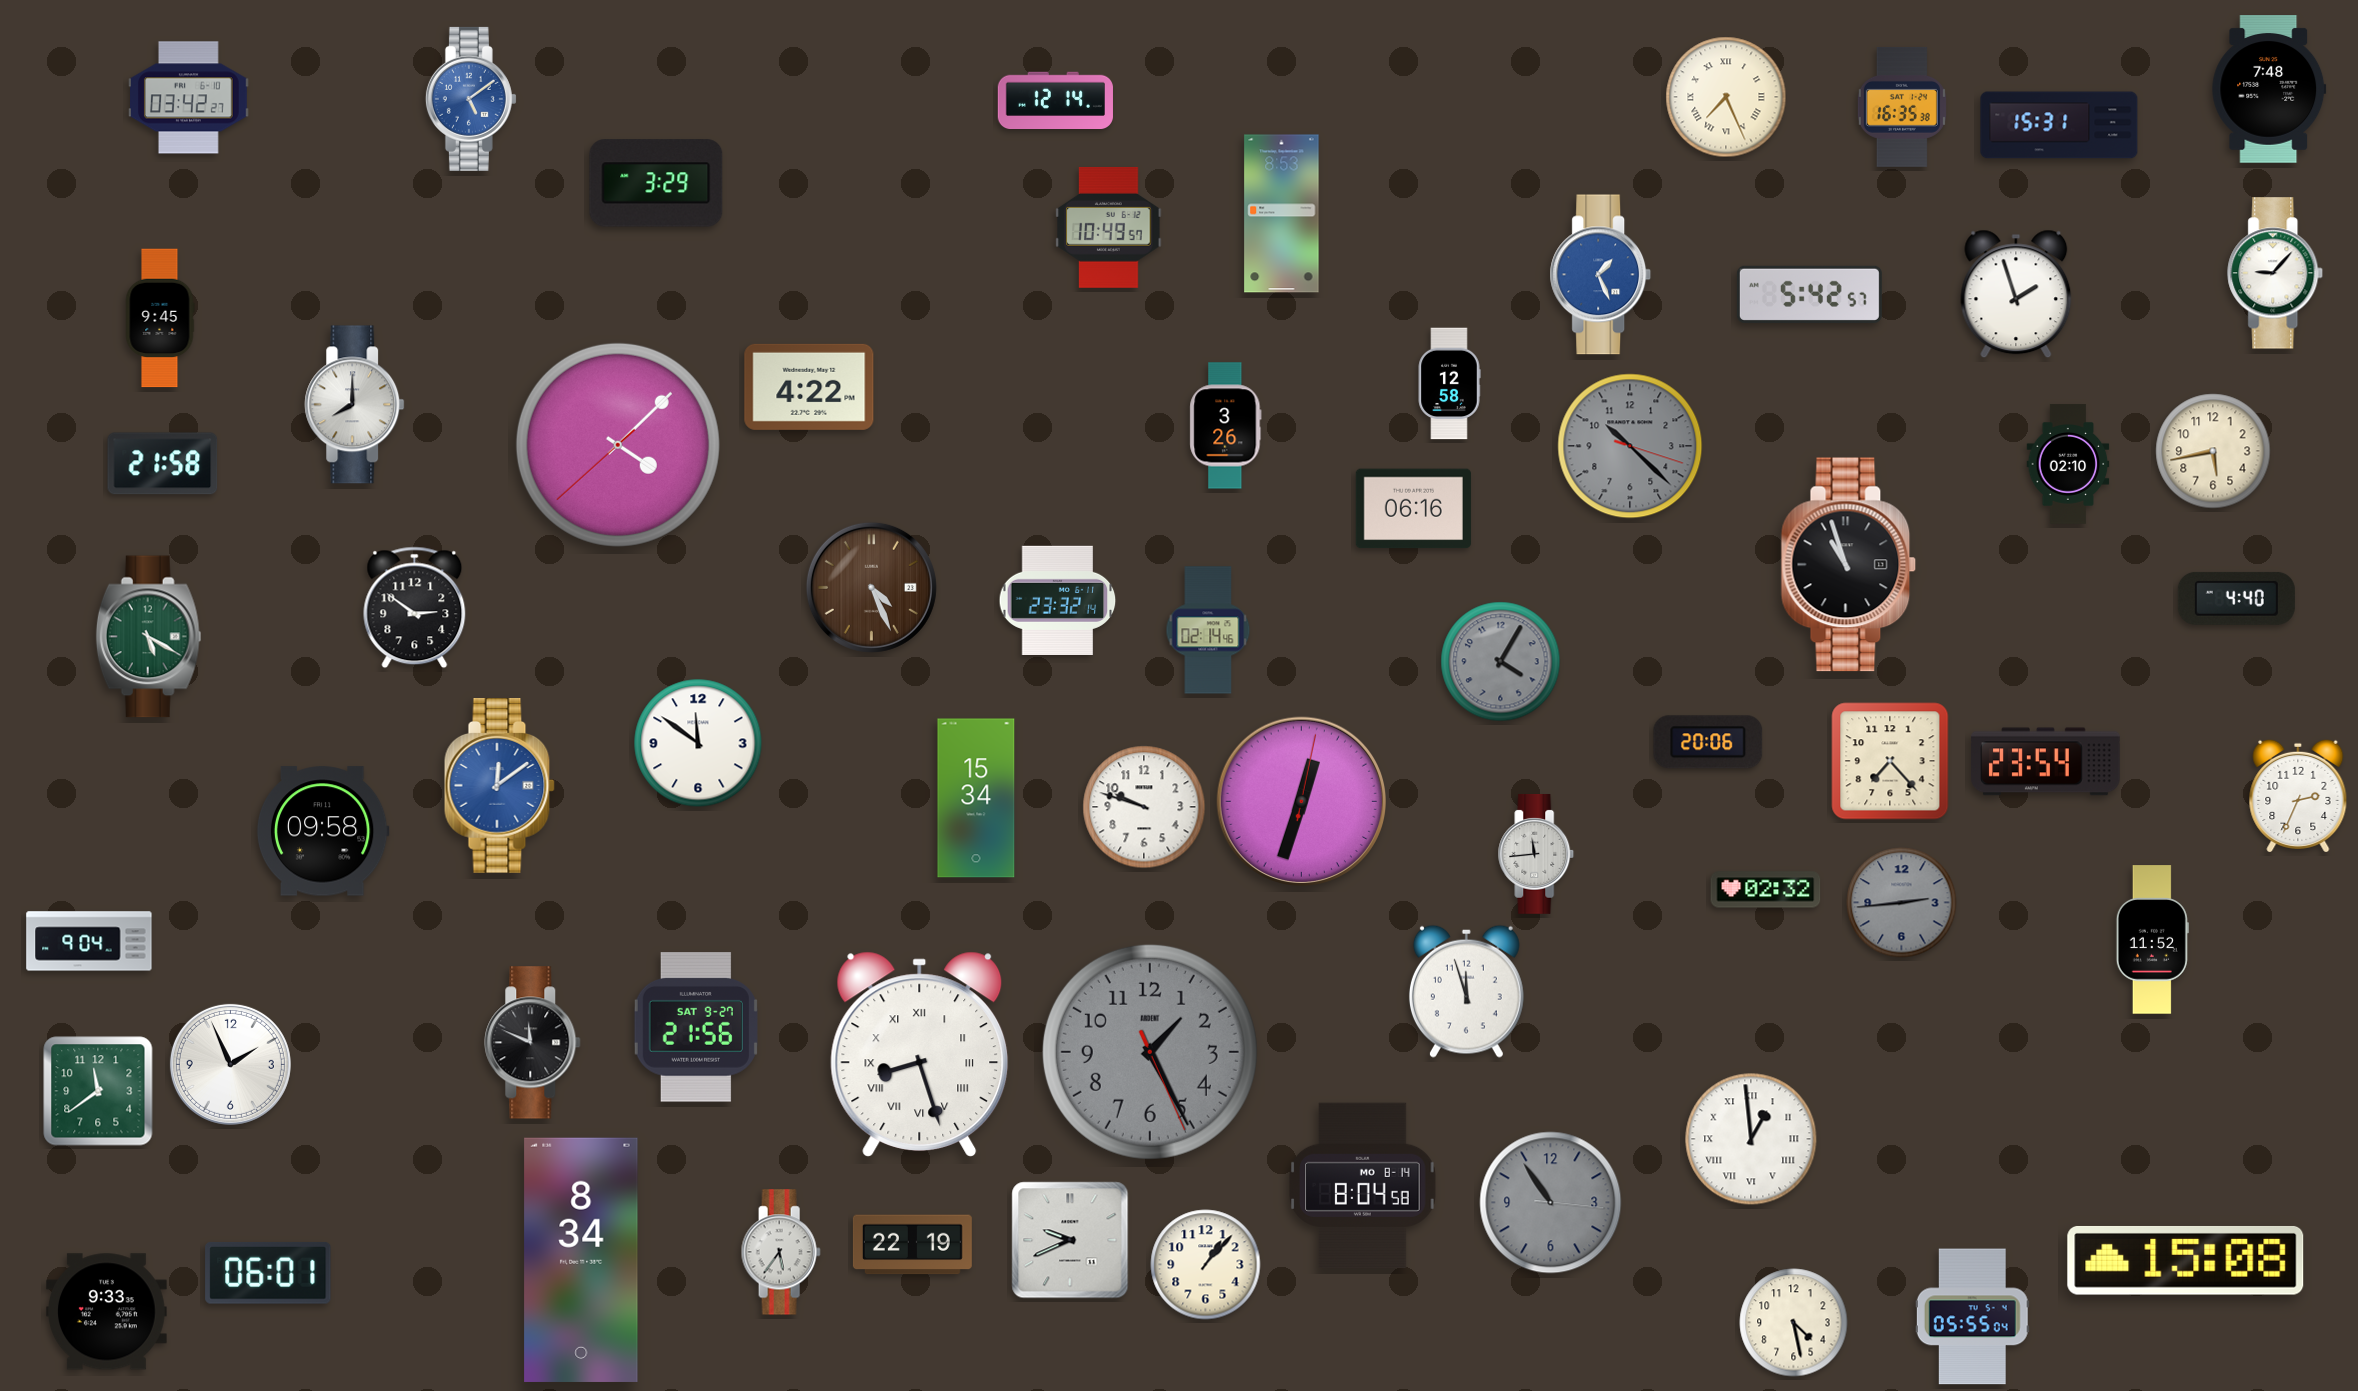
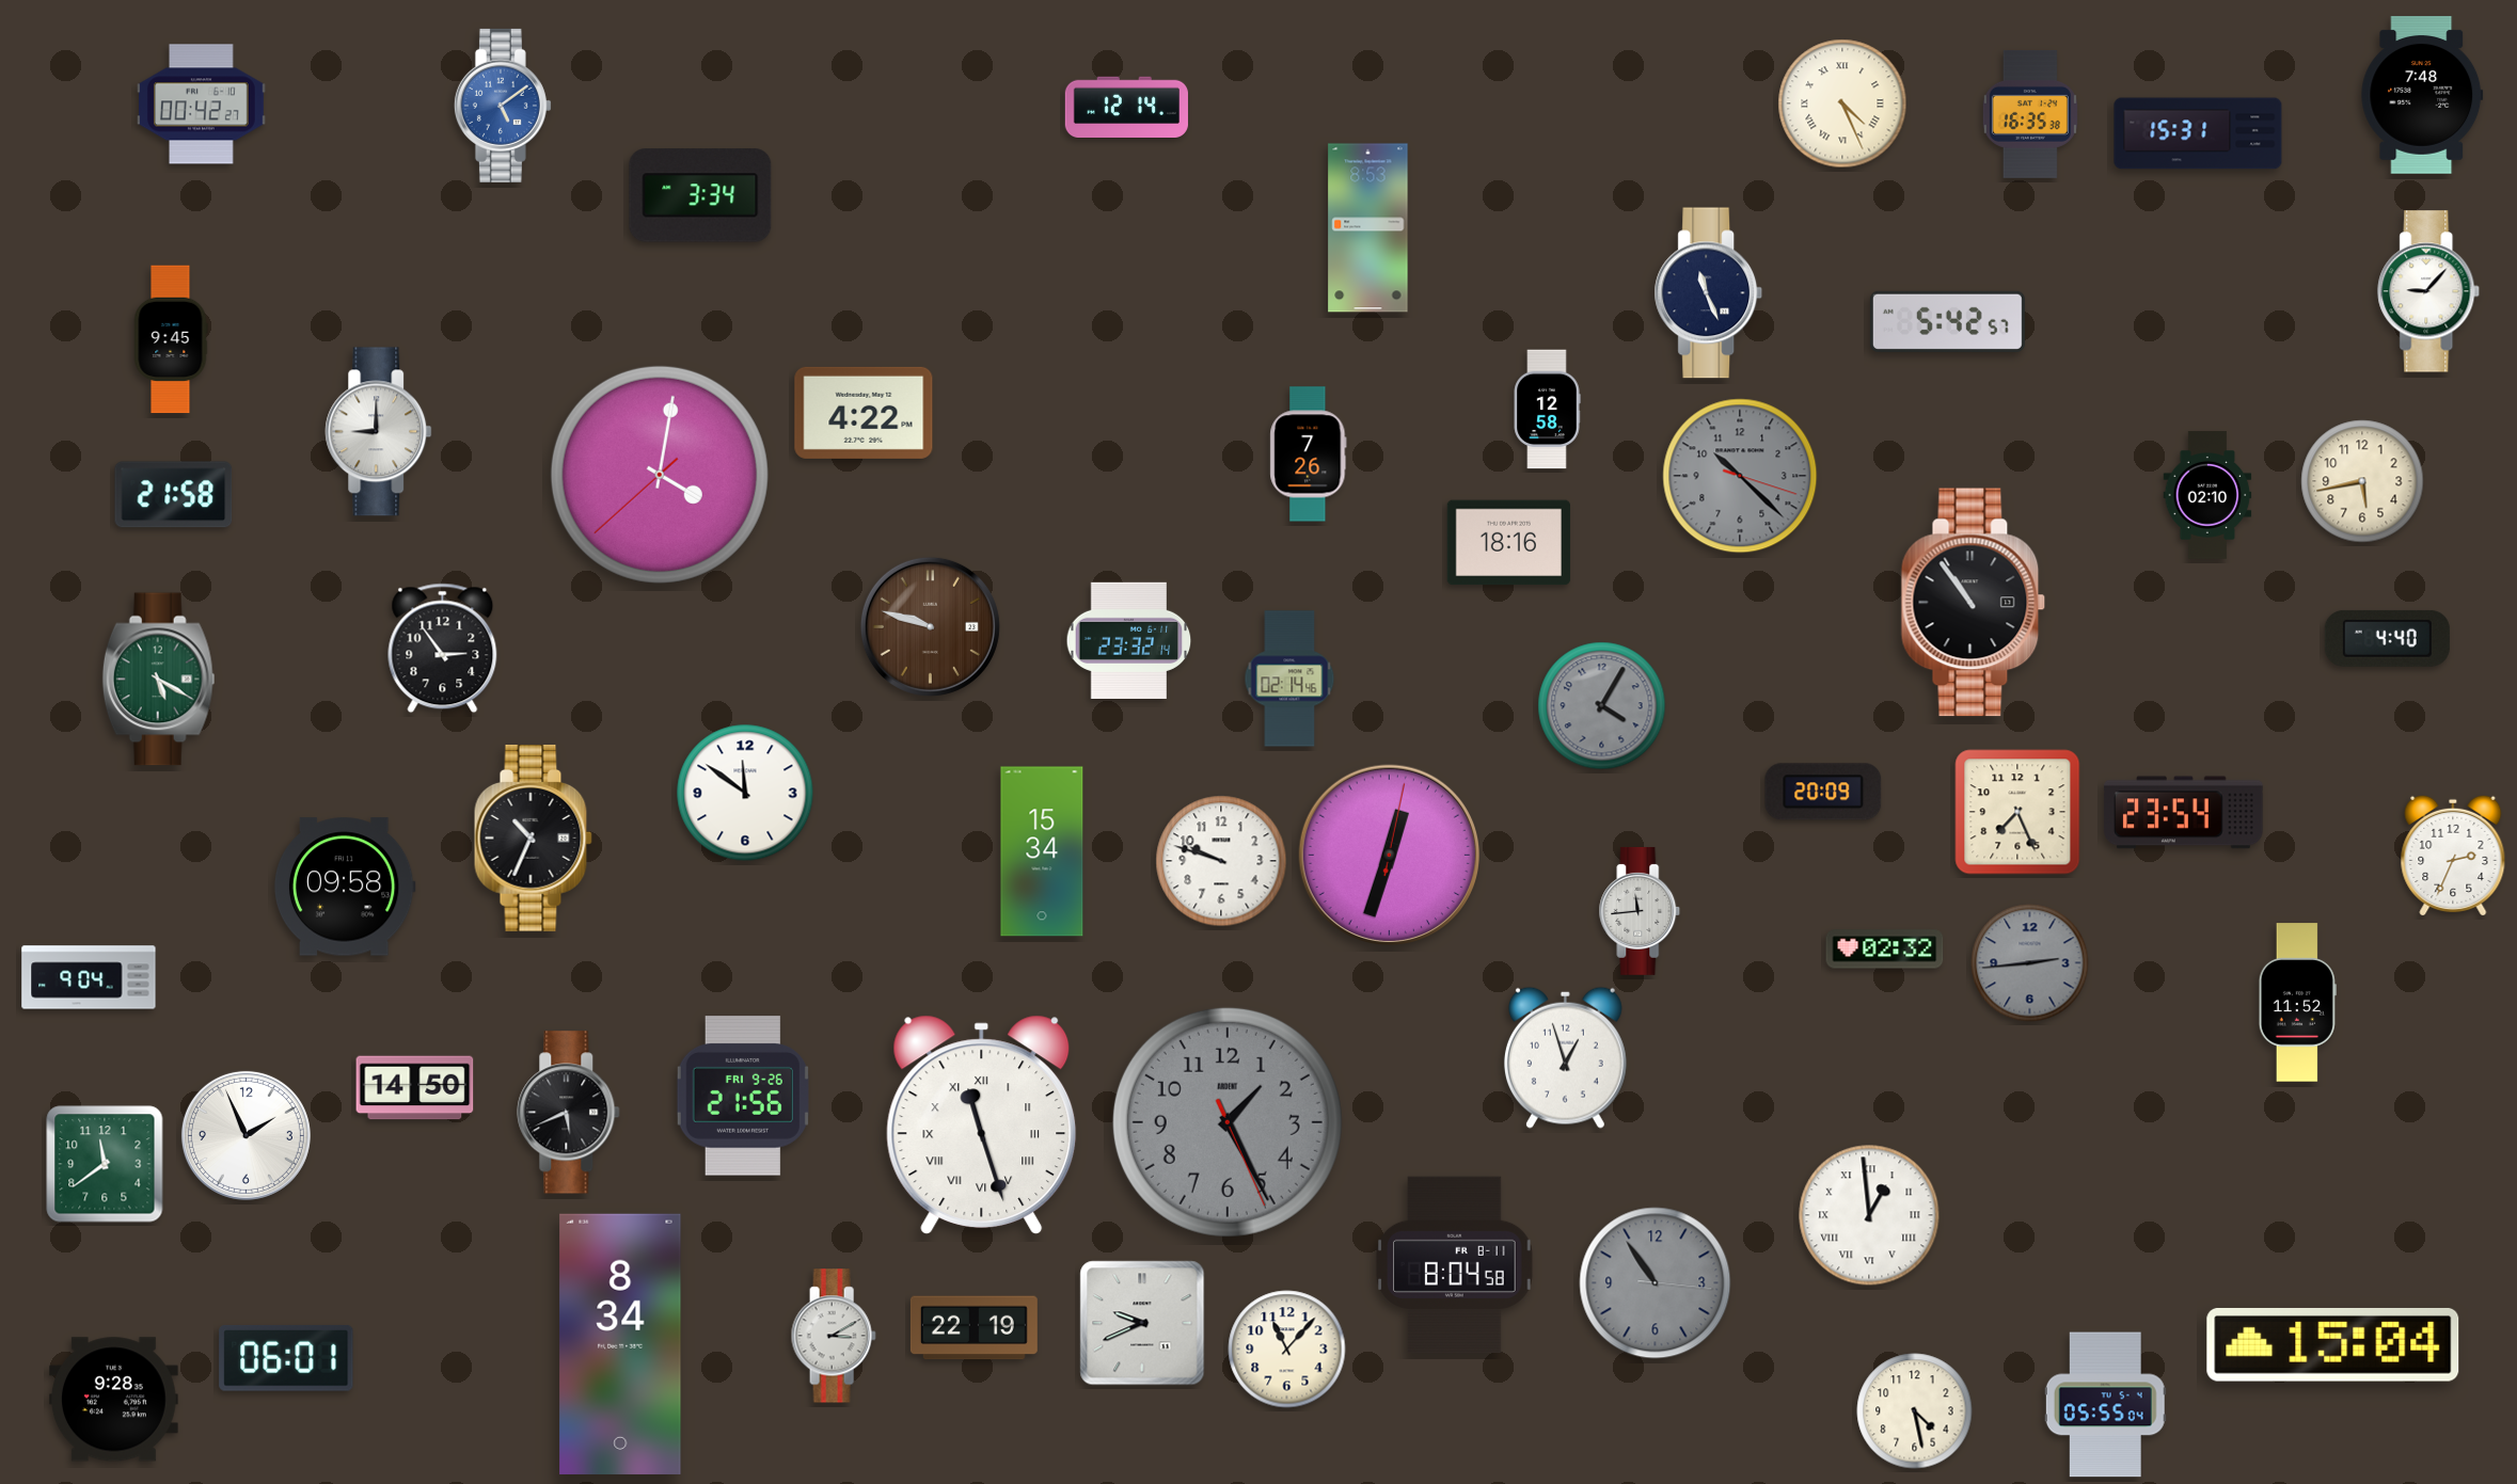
clock at (1726, 97): 7:26 -> 4:26
clock at (189, 98): 03:42 -> 00:42
clock at (656, 183): 3:29 -> 3:34
clock at (1109, 227): 10:49 -> none
clock at (1601, 275): 1:26 -> 11:26
clock at (1601, 275) dial: blue -> navy
clock at (1809, 294) position: (1809, 294) -> (1947, 321)
clock at (2016, 294): 1:57 -> none
clock at (355, 405): 8:00 -> 9:00
clock at (1226, 426): 3:26 -> 7:26
clock at (618, 445): 4:07 -> 4:01
clock at (1413, 509): 06:16 -> 18:16
clock at (1849, 565): 10:57 -> 10:54
clock at (871, 587): 4:26 -> 9:48
clock at (415, 608): 2:51 -> 2:54
clock at (1208, 630) position: (1208, 630) -> (1289, 679)
clock at (1708, 742): 20:06 -> 20:09
clock at (1890, 761): 7:23 -> 7:26
clock at (499, 786): 12:09 -> 10:34
clock at (499, 786) dial: blue -> black
clock at (2298, 796) position: (2298, 796) -> (2453, 856)
clock at (89, 941) position: (89, 941) -> (89, 977)
clock at (1466, 991): 11:57 -> 12:57
clock at (415, 1088): none -> 14:50
clock at (696, 1027) date: SAT 9-27 -> FRI 9-26
clock at (533, 1043): 11:49 -> 5:41
clock at (920, 1054): 8:27 -> 11:27
clock at (1363, 1186) date: MO 8-14 -> FR 8-11
clock at (781, 1252): 5:36 -> 3:10
clock at (2186, 1260): 15:08 -> 15:04
clock at (1206, 1265): 1:07 -> 11:07
clock at (106, 1312): 9:33 -> 9:28
